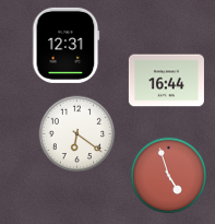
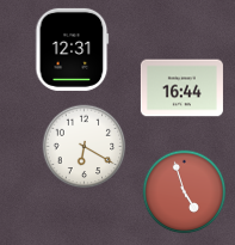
clock at (77, 134): 6:21 -> 6:20
